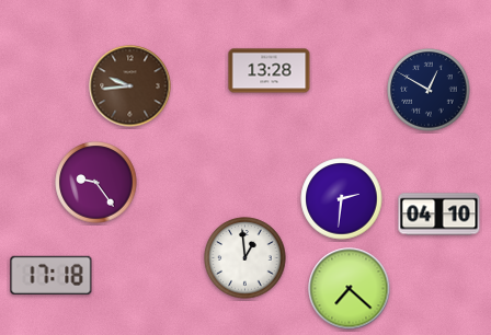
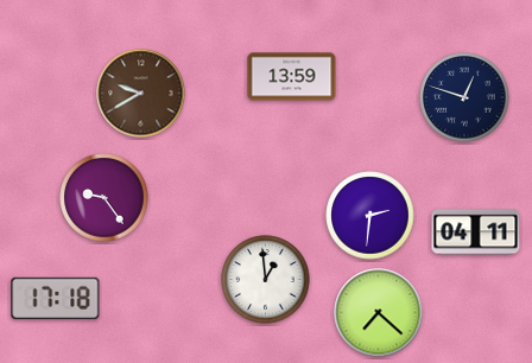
clock at (270, 71): 13:28 -> 13:59
clock at (130, 86): 9:44 -> 9:40
clock at (429, 90): 12:50 -> 12:48
clock at (439, 215): 04:10 -> 04:11
